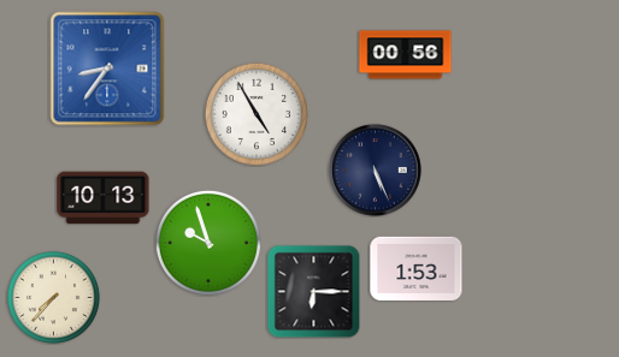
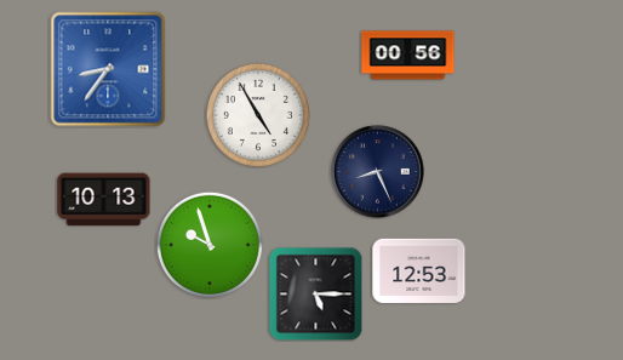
clock at (376, 171): 5:26 -> 8:26
clock at (417, 268): 1:53 -> 12:53
clock at (313, 291): 6:15 -> 5:15
clock at (53, 297): 7:37 -> none
